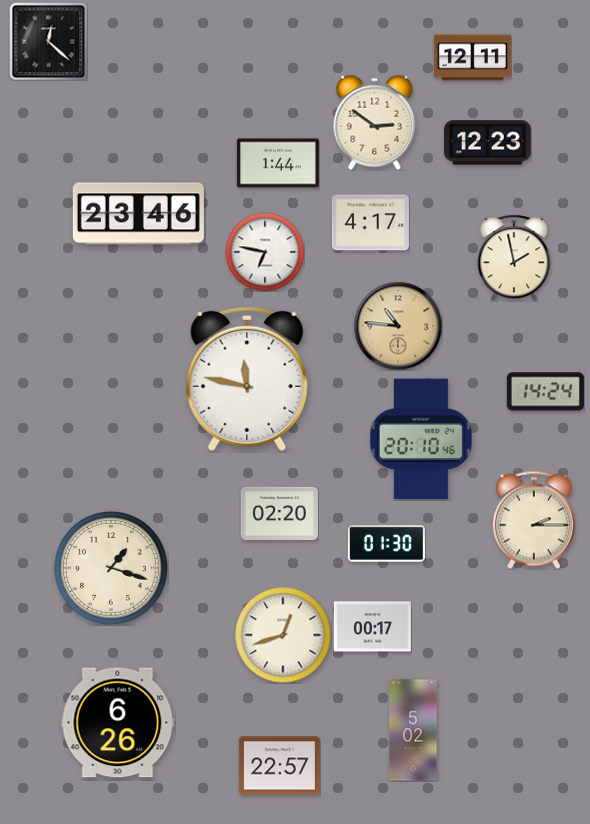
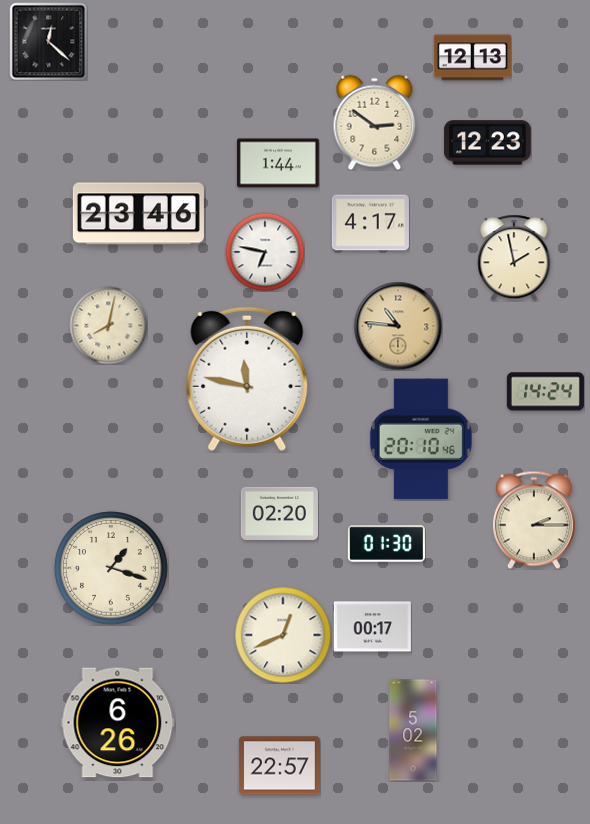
clock at (472, 58): 12:11 -> 12:13
clock at (108, 325): none -> 8:02
clock at (283, 635): 12:42 -> 12:41
